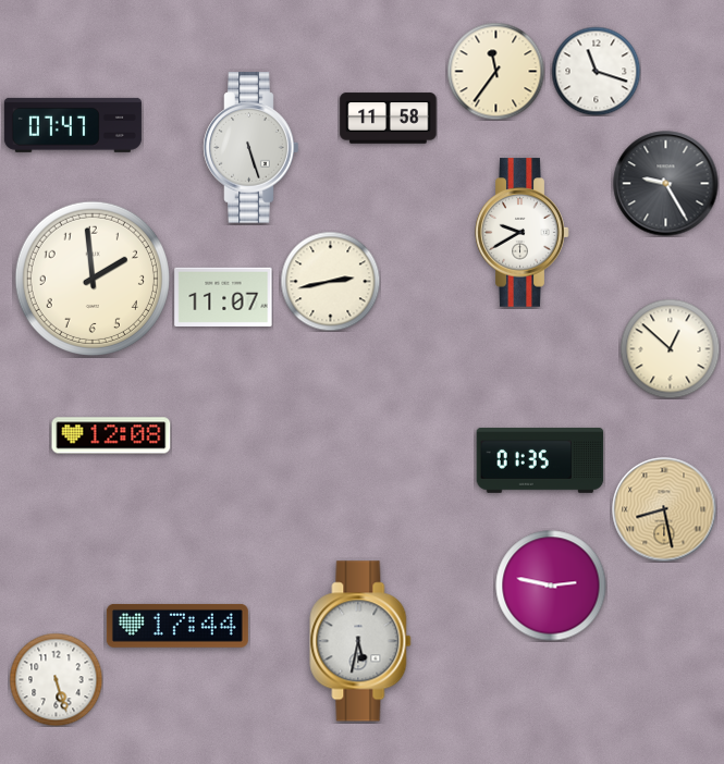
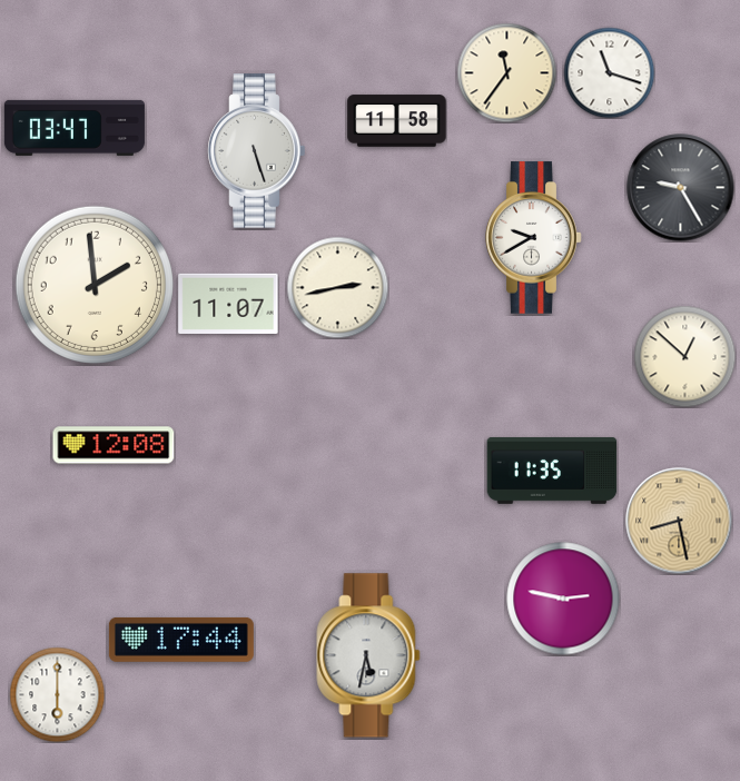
clock at (73, 125): 07:47 -> 03:47
clock at (540, 460): 01:35 -> 11:35
clock at (56, 679): 5:27 -> 6:00
